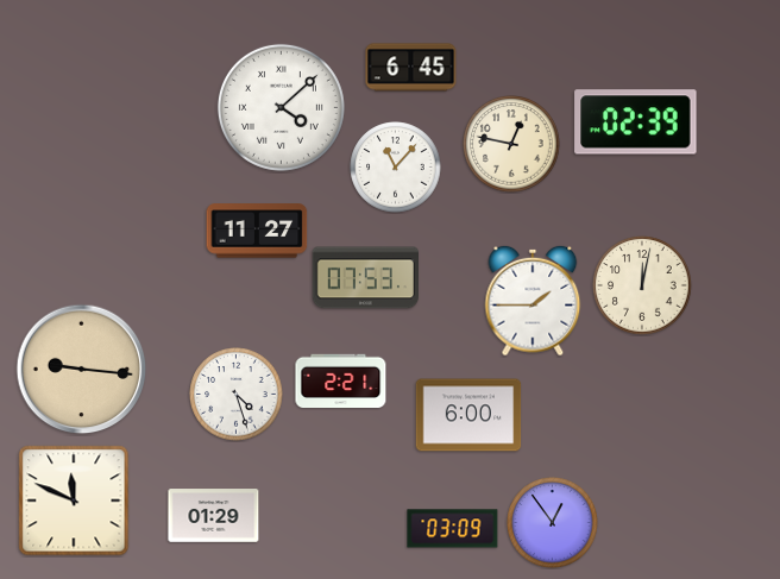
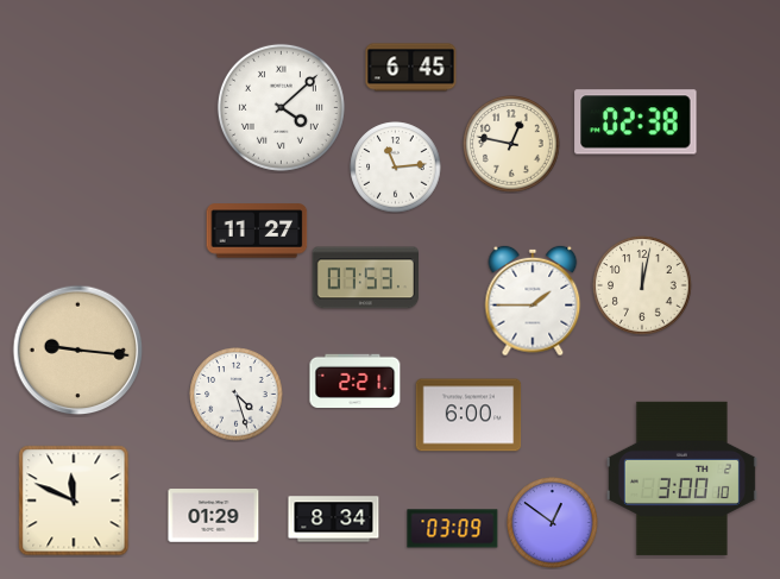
clock at (636, 122): 02:39 -> 02:38
clock at (396, 168): 11:07 -> 11:14
clock at (82, 370) position: (82, 370) -> (78, 351)
clock at (341, 382) position: (341, 382) -> (356, 382)
clock at (681, 478): none -> 3:00
clock at (334, 520): none -> 8:34
clock at (553, 523): 12:54 -> 12:51
